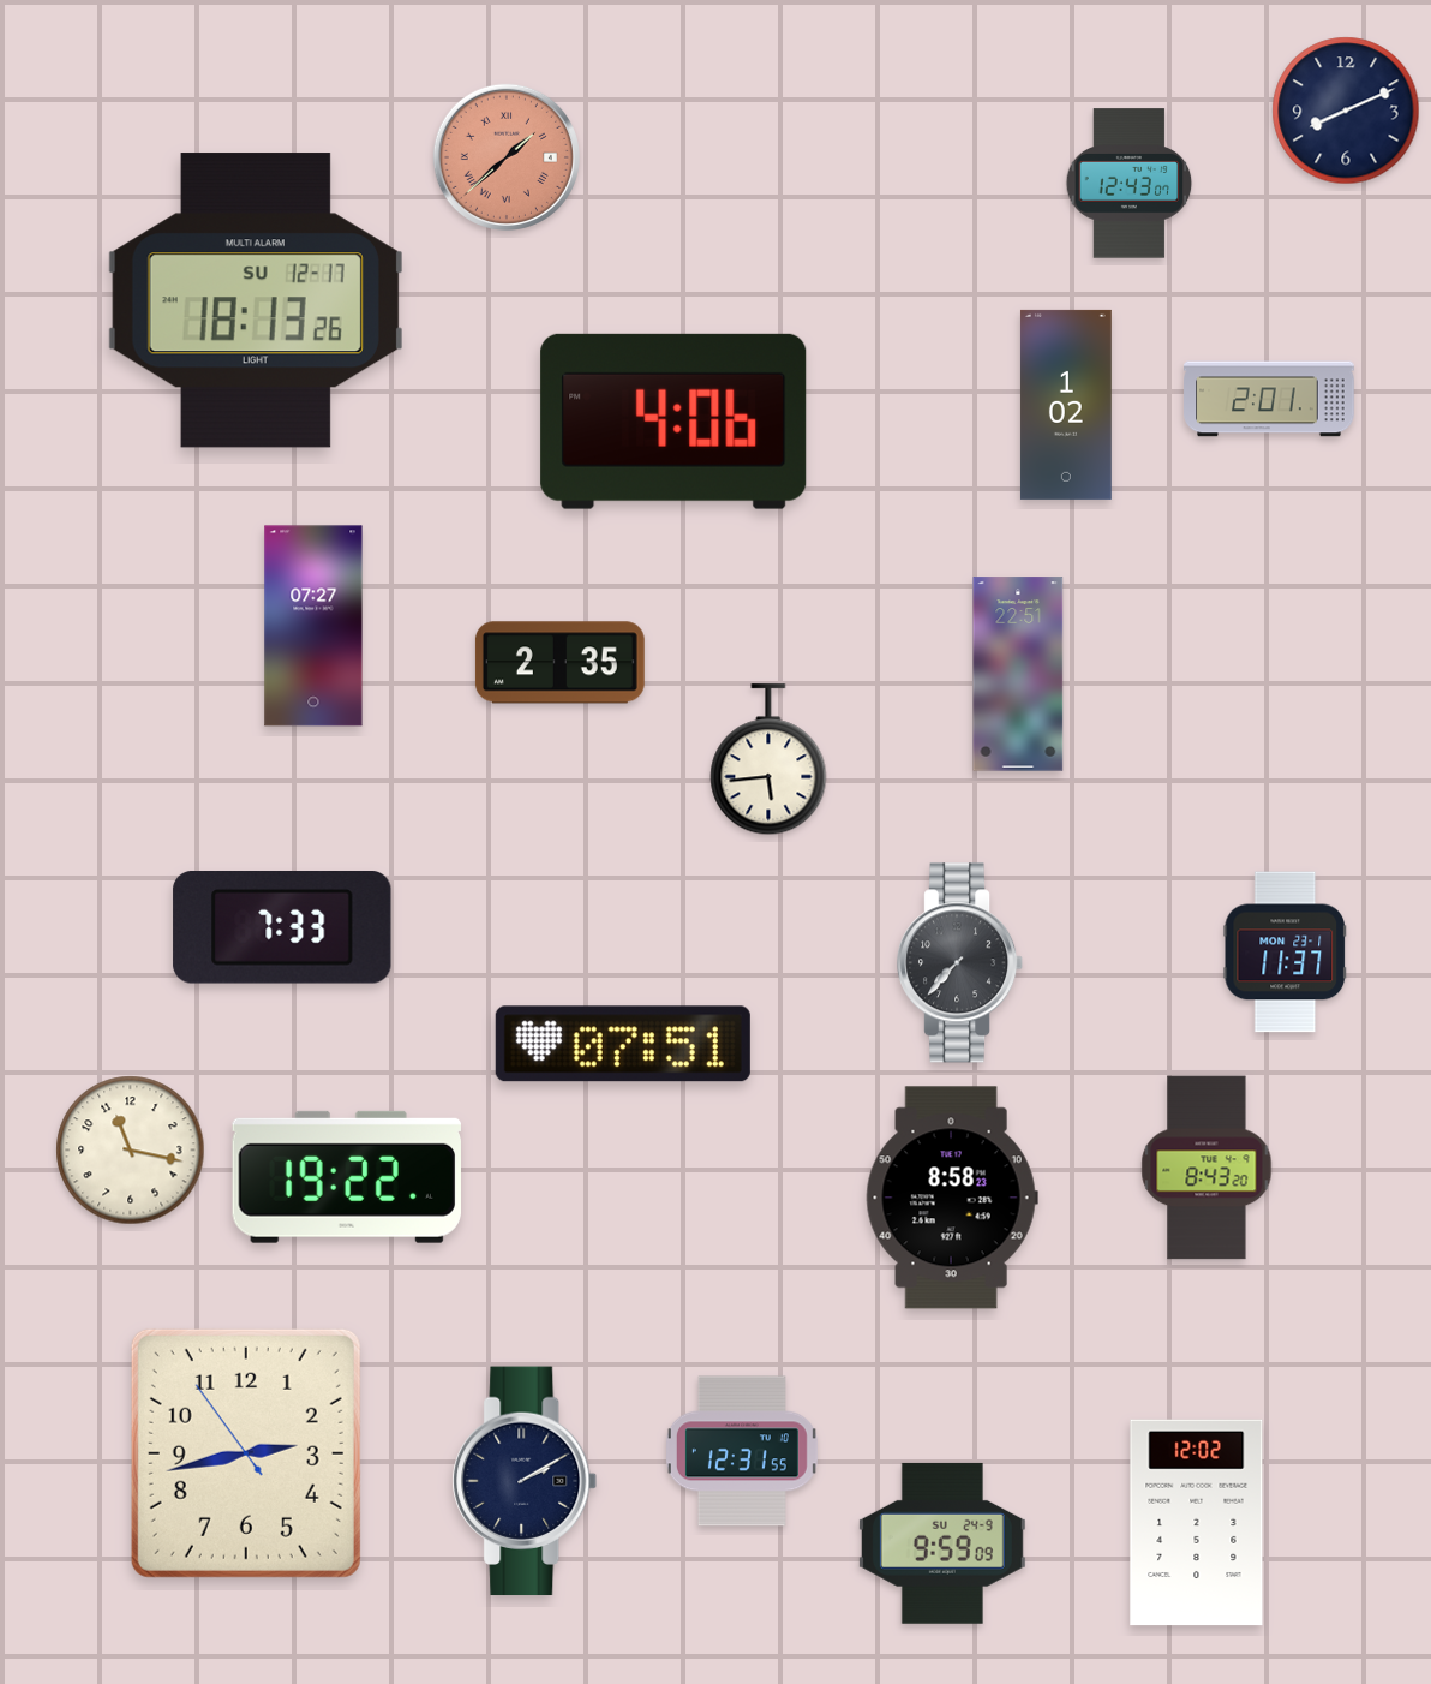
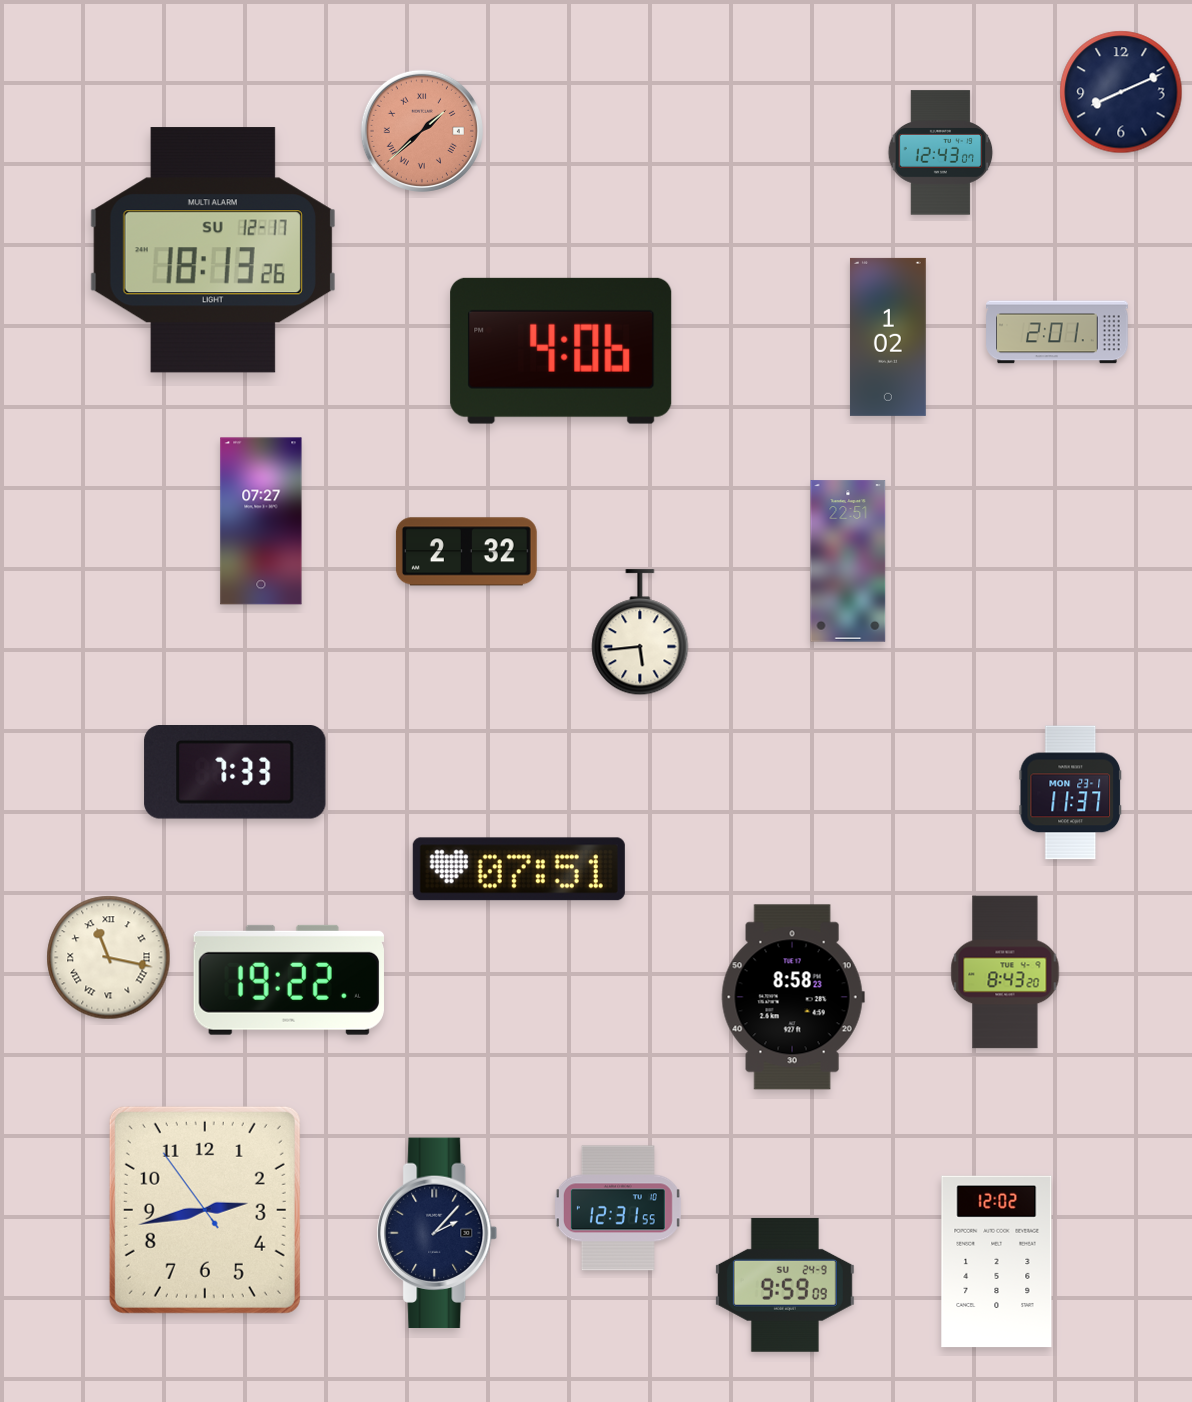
clock at (559, 663): 2:35 -> 2:32
clock at (960, 963): 7:37 -> none
clock at (131, 1151) numerals: Arabic -> Roman
clock at (525, 1481): 2:10 -> 2:07
clock at (1197, 1523) position: (1197, 1523) -> (997, 1262)
